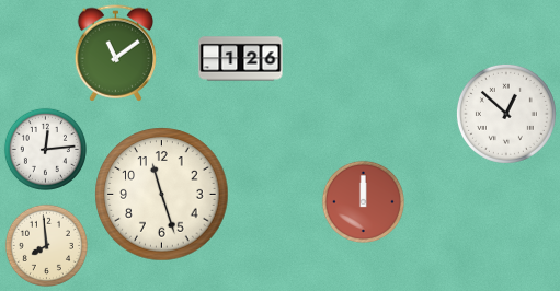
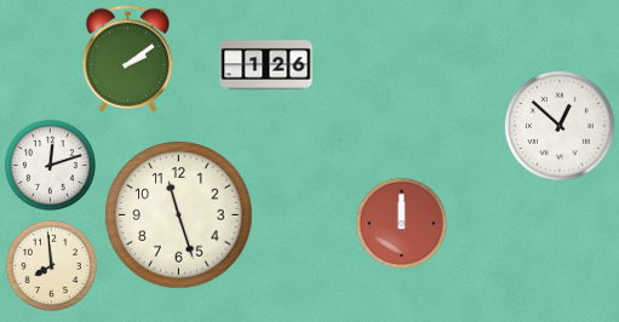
clock at (116, 54): 11:09 -> 2:09
clock at (45, 149): 12:14 -> 12:12
clock at (46, 245) position: (46, 245) -> (51, 265)
